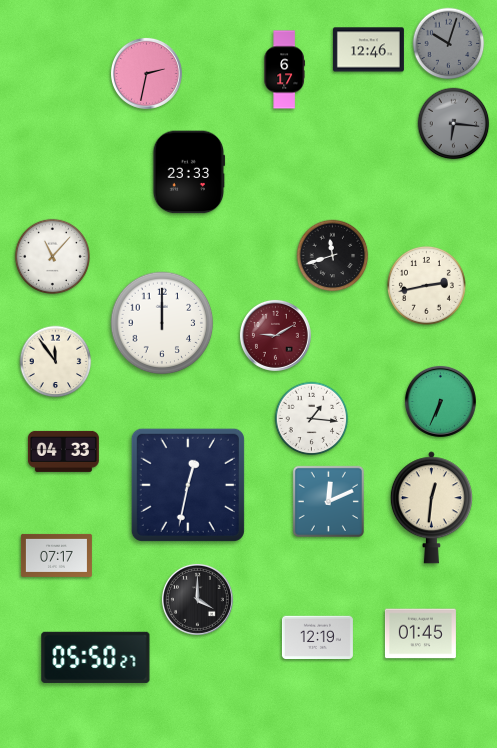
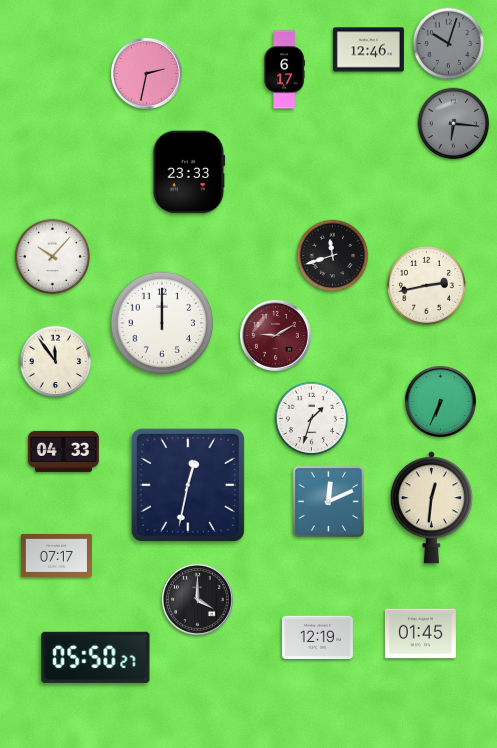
clock at (52, 256): 11:07 -> 10:07
clock at (312, 419): 1:16 -> 1:33
